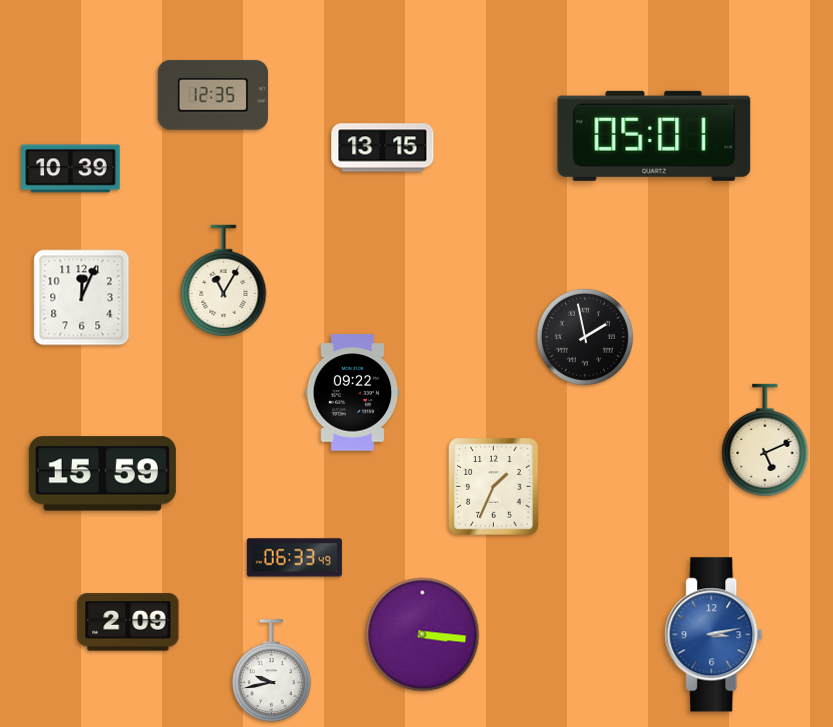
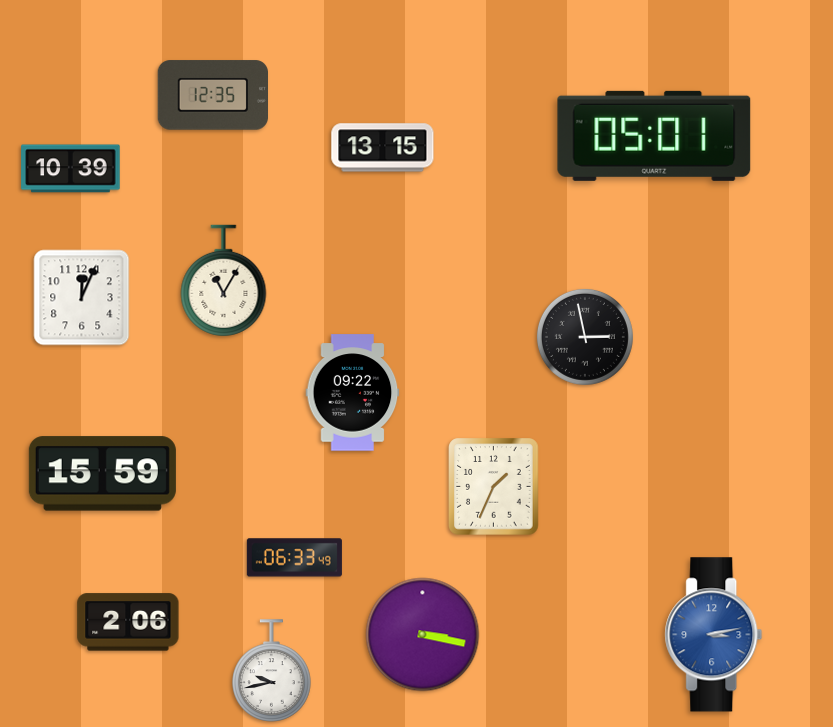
clock at (585, 337): 1:58 -> 2:58
clock at (765, 440): 5:11 -> none
clock at (128, 622): 2:09 -> 2:06
clock at (423, 635): 3:16 -> 3:17
